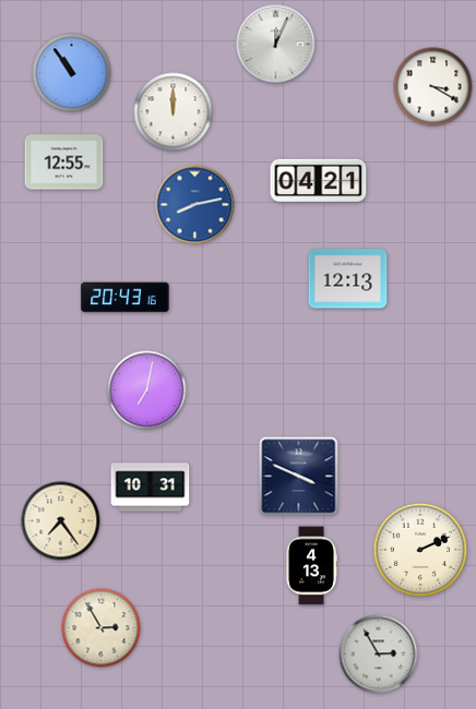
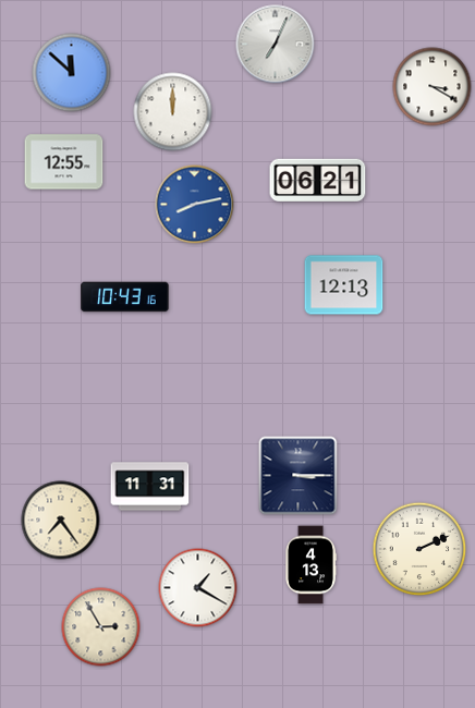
clock at (276, 45): 12:04 -> 7:04
clock at (72, 73): 10:54 -> 11:52
clock at (319, 181): 04:21 -> 06:21
clock at (348, 279) position: (348, 279) -> (344, 285)
clock at (126, 298): 20:43 -> 10:43
clock at (147, 390): 7:02 -> none
clock at (299, 477): 3:49 -> 3:15
clock at (151, 488): 10:31 -> 11:31
clock at (198, 588): none -> 1:20
clock at (379, 654): 2:55 -> none
